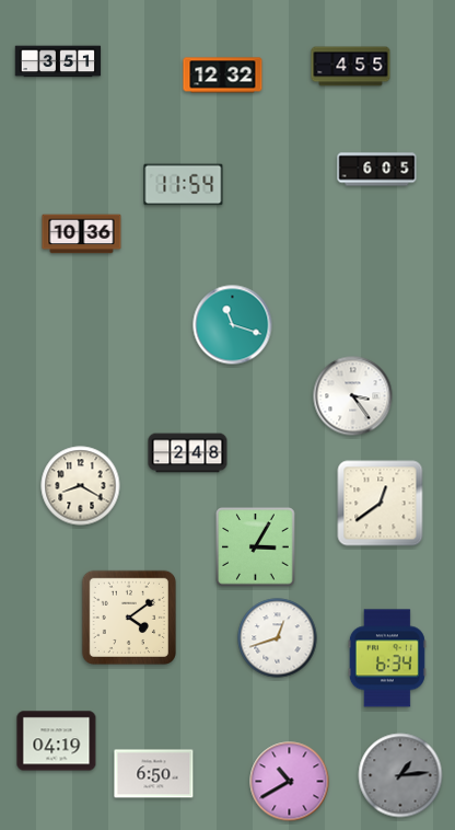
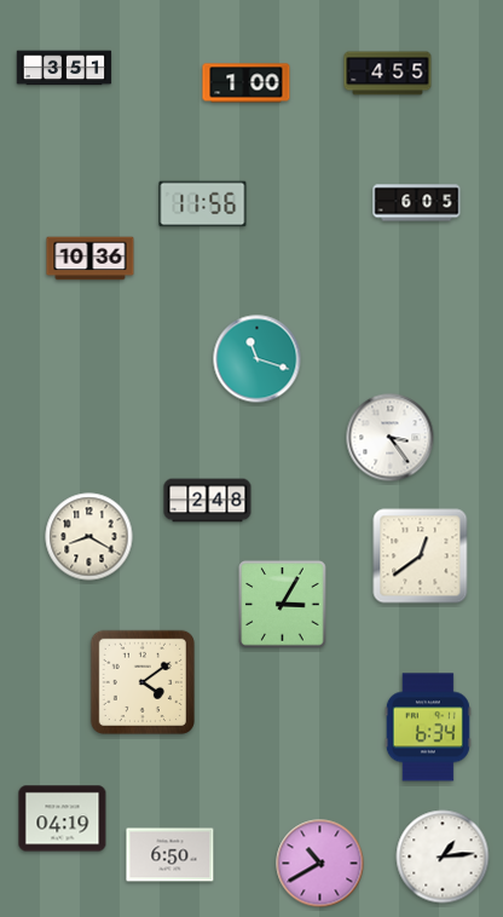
clock at (223, 76): 12:32 -> 1:00
clock at (377, 170) position: (377, 170) -> (417, 203)
clock at (184, 185): 11:54 -> 11:56
clock at (278, 638): 12:42 -> none
clock at (400, 775) dial: grey -> white
